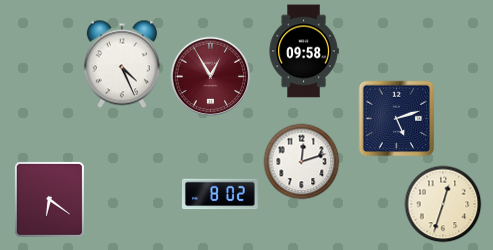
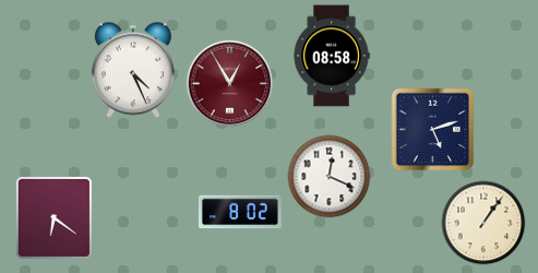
clock at (304, 51): 09:58 -> 08:58
clock at (302, 162): 12:12 -> 12:19
clock at (443, 204): 12:33 -> 1:06
